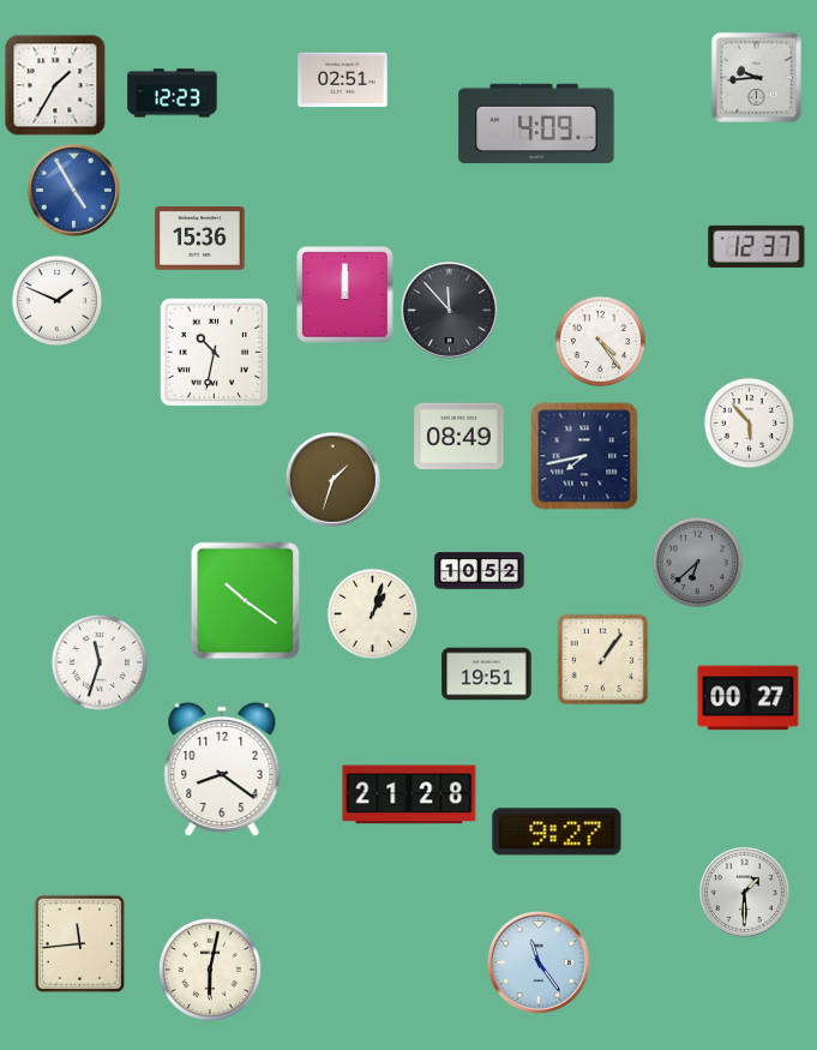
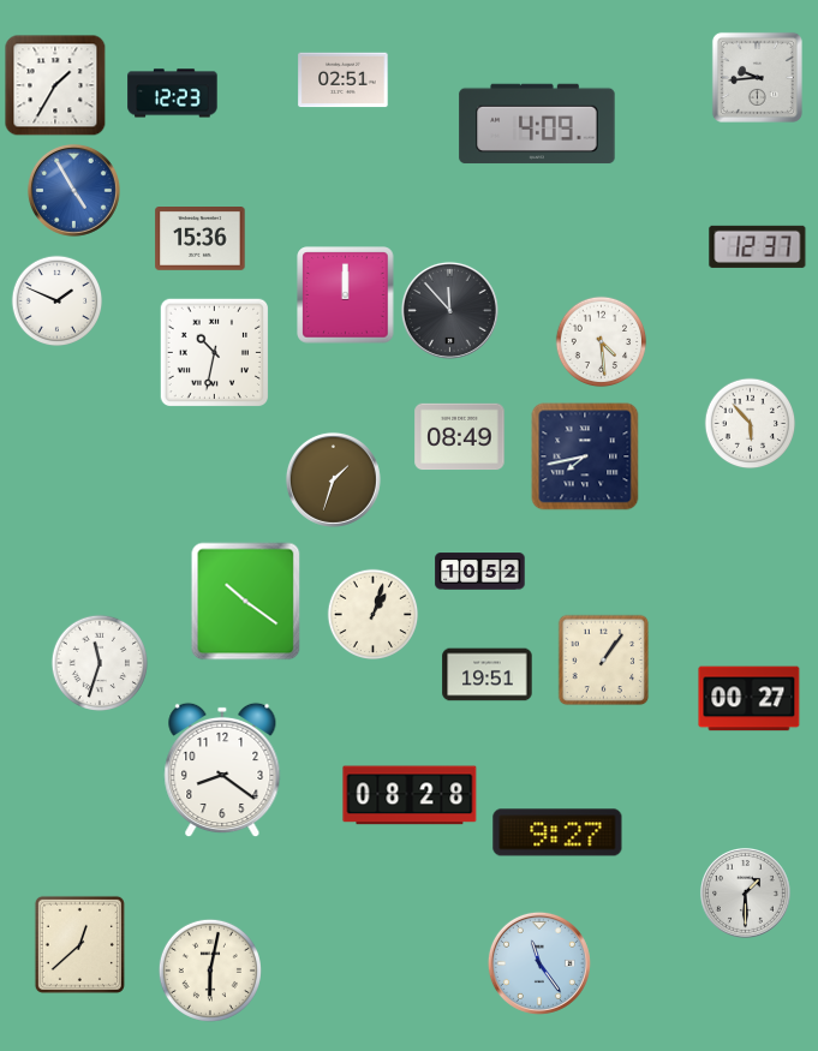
clock at (601, 342): 4:24 -> 4:29
clock at (698, 563): 6:38 -> none
clock at (409, 794): 21:28 -> 08:28
clock at (79, 943): 11:44 -> 12:38
